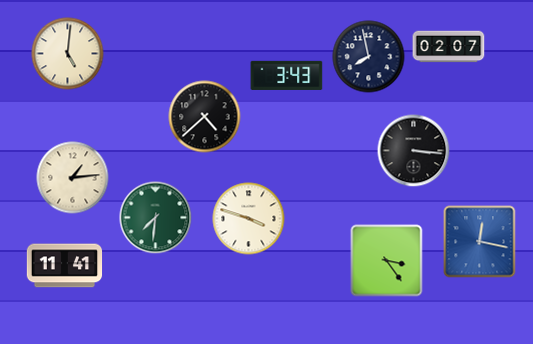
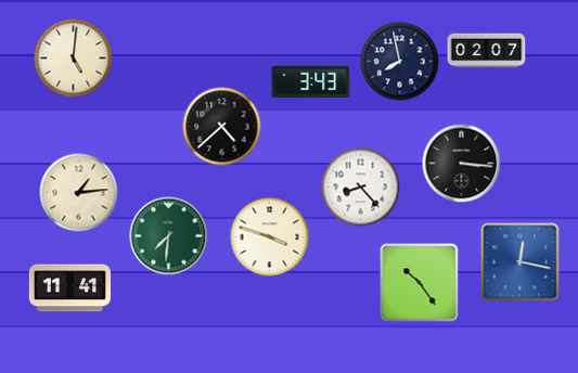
clock at (414, 151) position: (414, 151) -> (462, 164)
clock at (361, 188): none -> 8:23
clock at (387, 261): 3:24 -> 10:24
